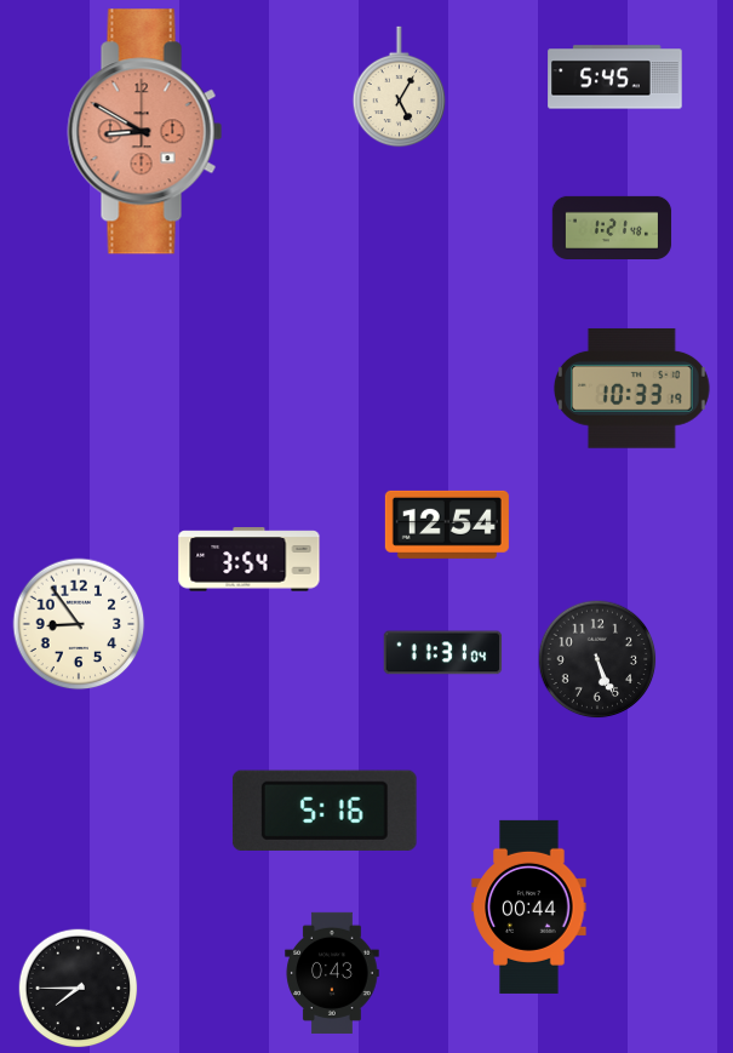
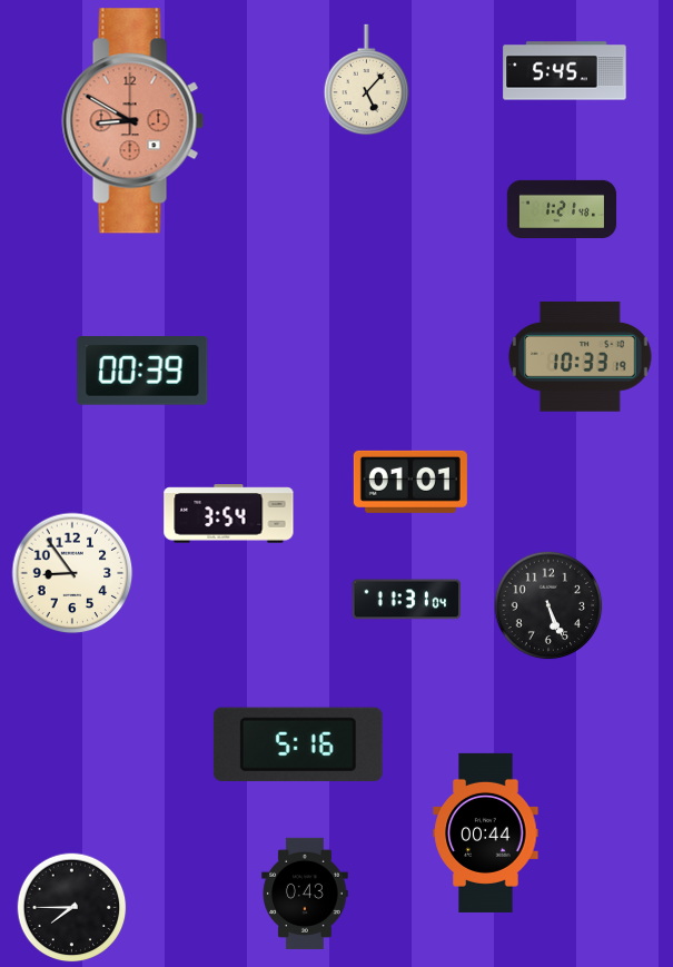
clock at (400, 87): 5:05 -> 5:07
clock at (142, 371): none -> 00:39
clock at (447, 525): 12:54 -> 01:01
